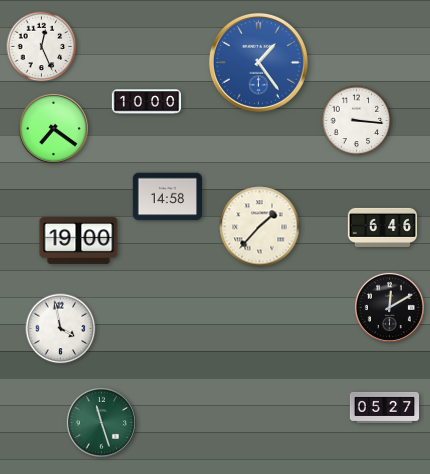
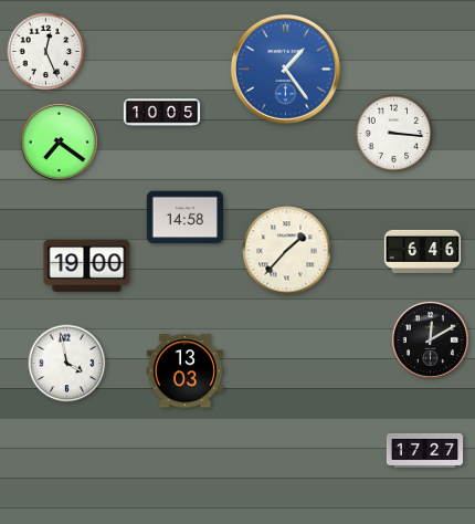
clock at (147, 102): 10:00 -> 10:05
clock at (184, 371): none -> 13:03
clock at (385, 407): 05:27 -> 17:27
clock at (101, 422): 11:27 -> none
